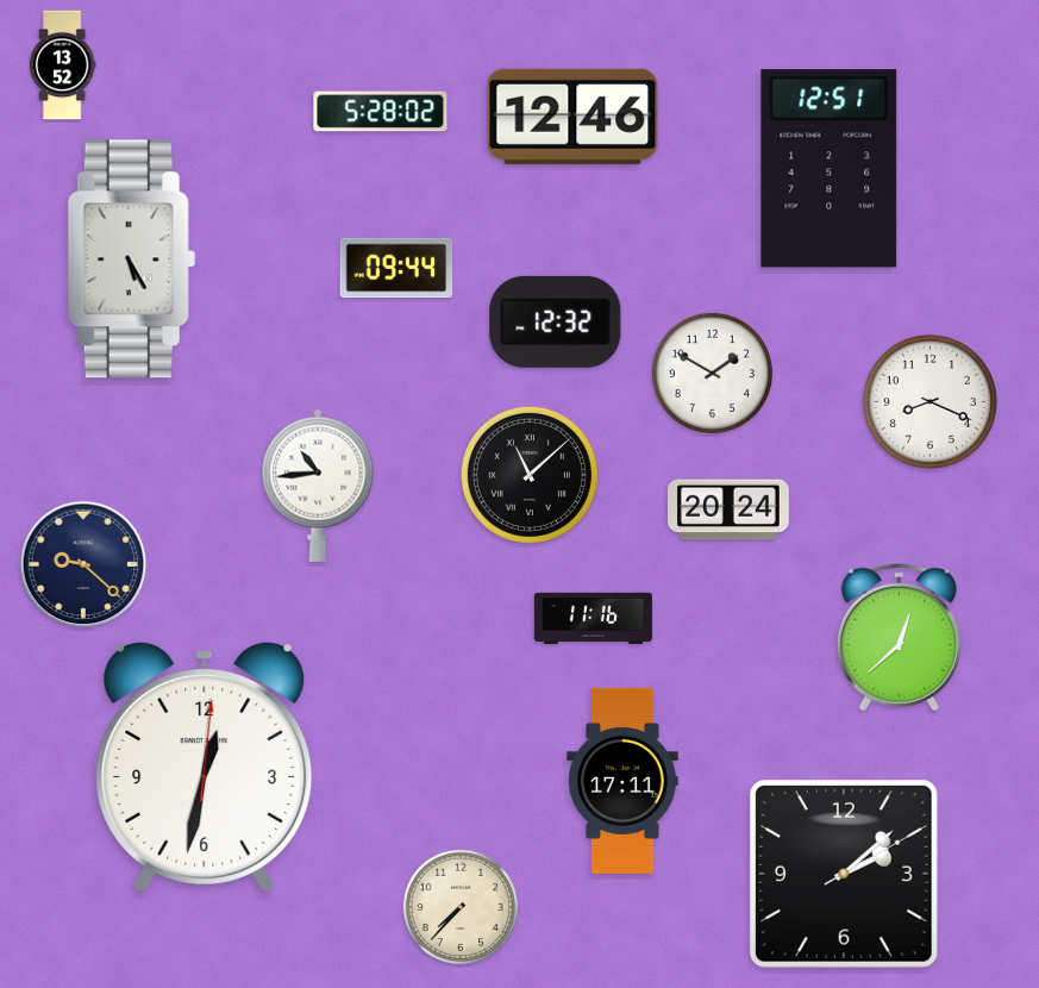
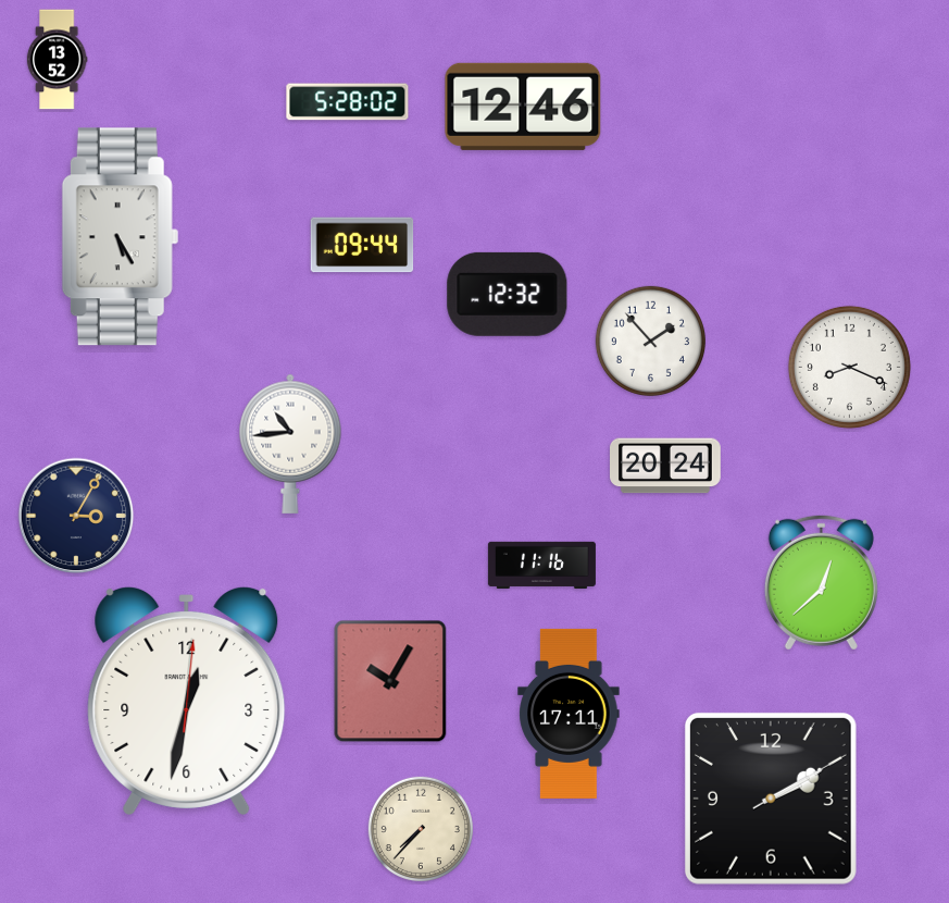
clock at (830, 169): 12:51 -> none
clock at (712, 373): 1:50 -> 1:53
clock at (530, 475): 11:08 -> none
clock at (83, 564): 9:22 -> 3:05
clock at (390, 681): none -> 10:05
clock at (844, 874): 2:08 -> 2:10
